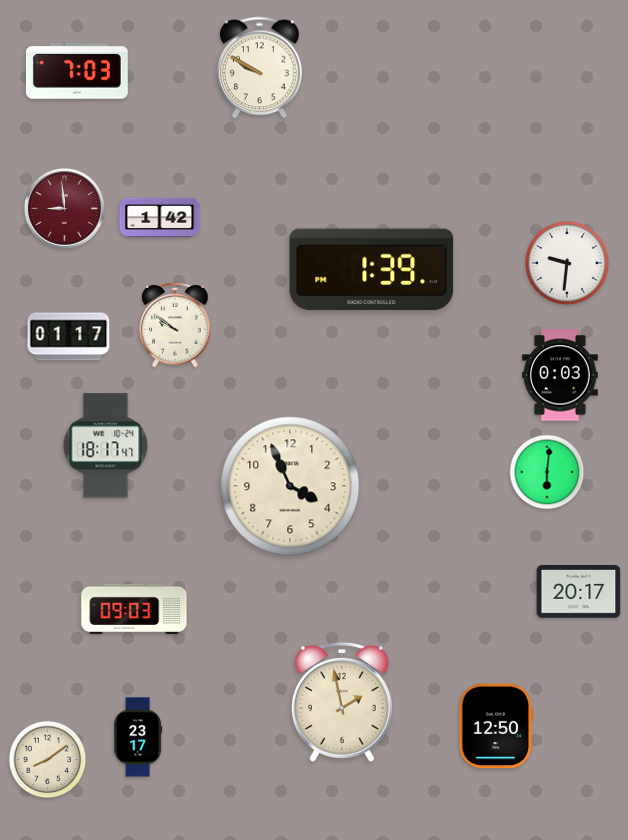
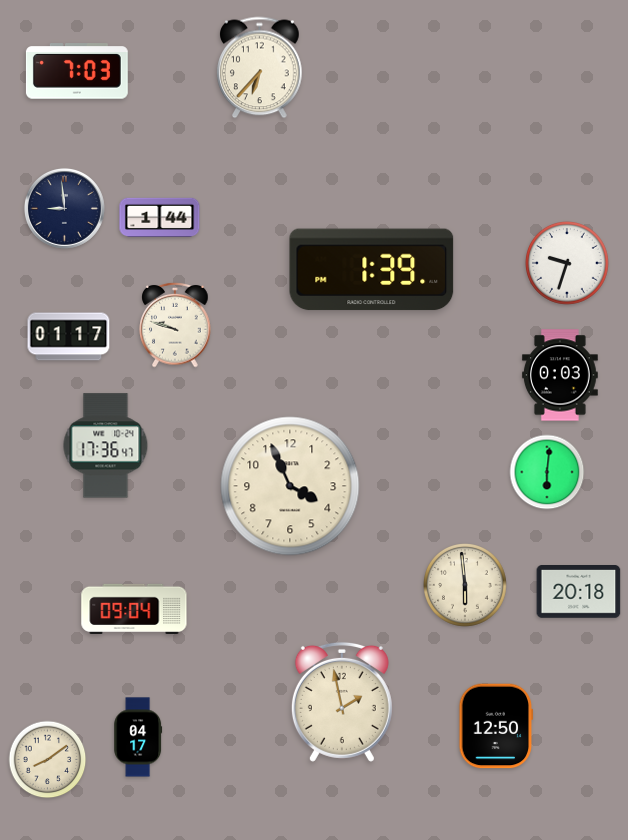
clock at (260, 68): 9:50 -> 6:37
clock at (64, 208) dial: burgundy -> navy
clock at (160, 218): 1:42 -> 1:44
clock at (568, 264): 9:31 -> 9:33
clock at (175, 325): 9:51 -> 9:48
clock at (106, 446): 18:17 -> 17:36
clock at (466, 586): none -> 5:59
clock at (579, 592): 20:17 -> 20:18
clock at (134, 608): 09:03 -> 09:04
clock at (138, 737): 23:17 -> 04:17
